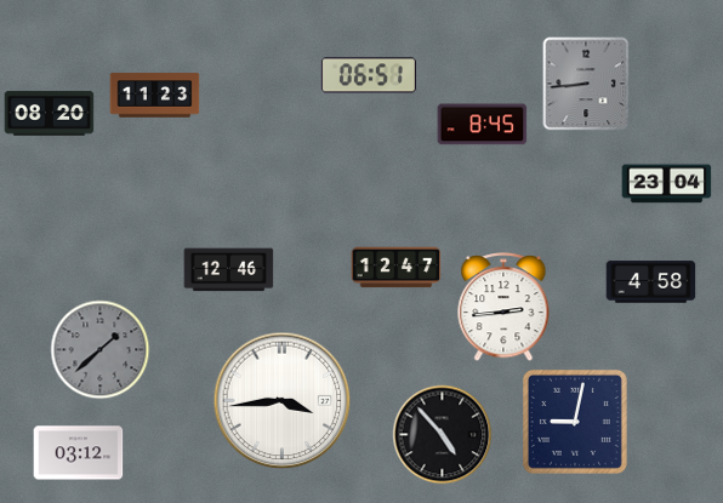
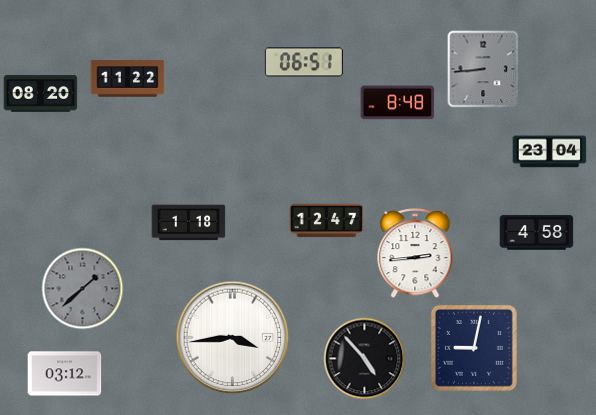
clock at (155, 96): 11:23 -> 11:22
clock at (483, 125): 8:45 -> 8:48
clock at (229, 270): 12:46 -> 1:18
clock at (283, 401) position: (283, 401) -> (233, 338)
